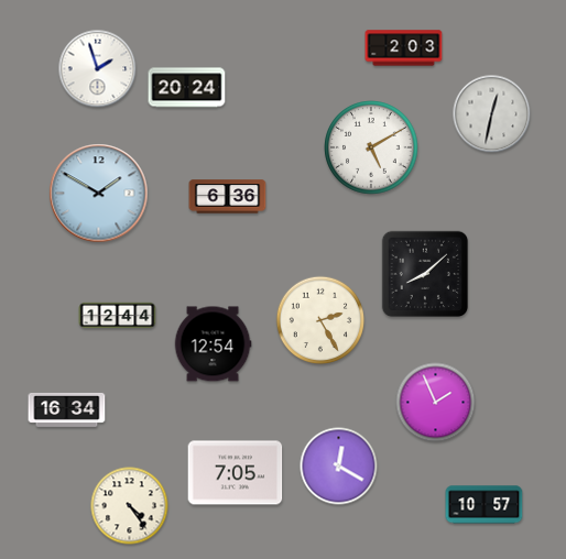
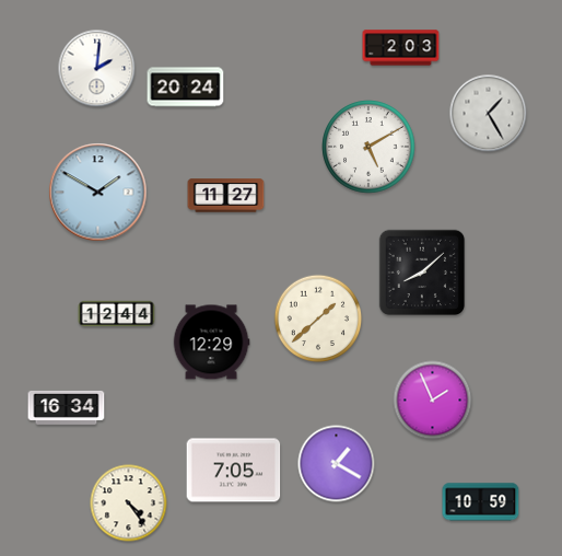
clock at (98, 69): 1:57 -> 2:01
clock at (492, 114): 12:32 -> 1:25
clock at (228, 197): 6:36 -> 11:27
clock at (320, 320): 2:25 -> 1:38
clock at (213, 344): 12:54 -> 12:29
clock at (339, 467): 12:20 -> 1:20
clock at (485, 505): 10:57 -> 10:59
